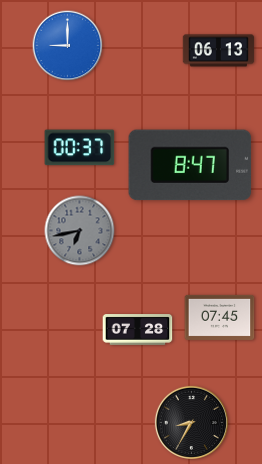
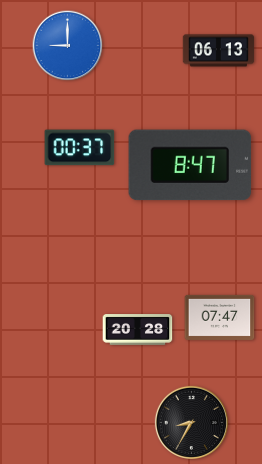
clock at (80, 231): 6:43 -> none
clock at (220, 317): 07:45 -> 07:47
clock at (138, 330): 07:28 -> 20:28
